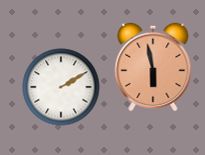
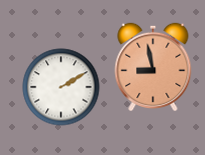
clock at (153, 66): 5:58 -> 8:58
